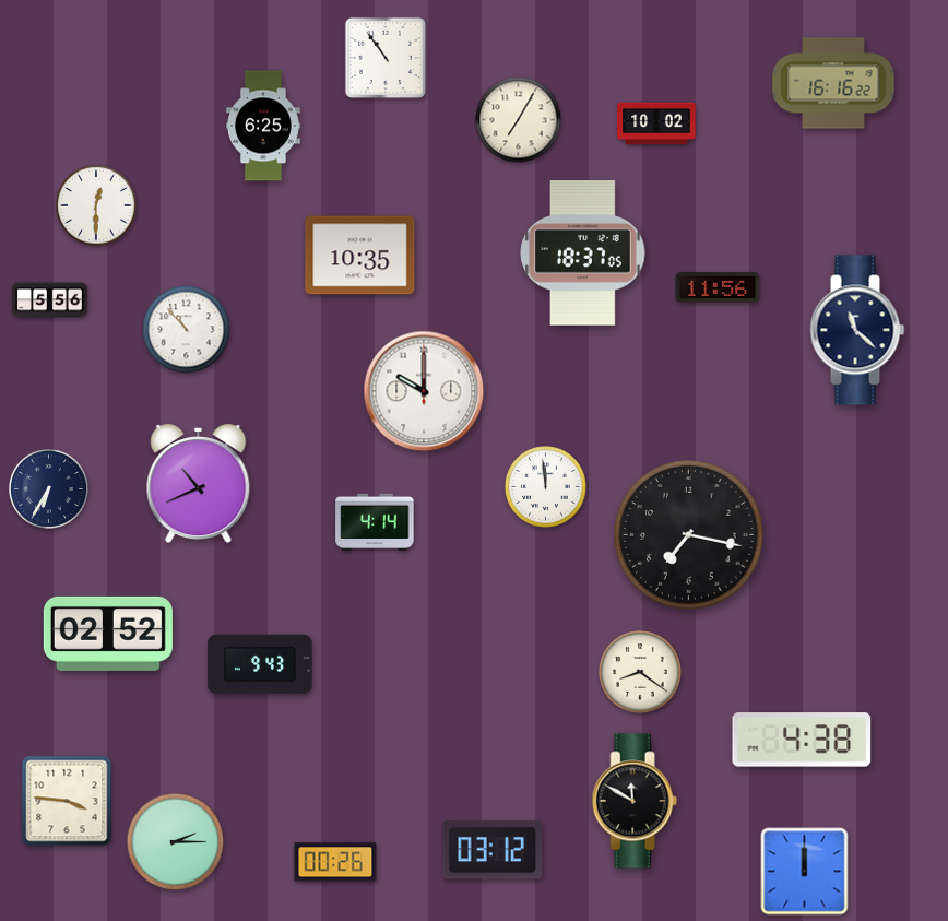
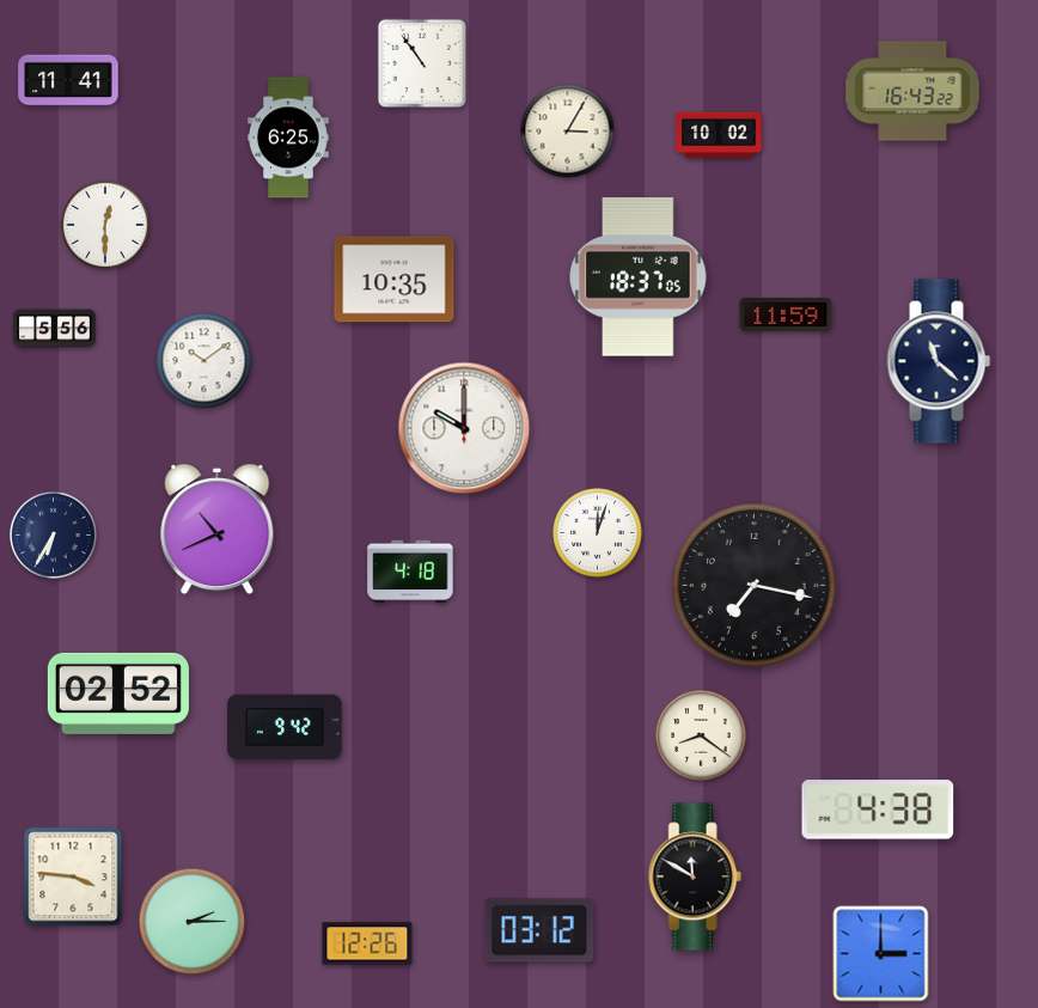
clock at (68, 80): none -> 11:41
clock at (833, 83): 16:16 -> 16:43
clock at (519, 120): 7:05 -> 3:05
clock at (718, 287): 11:56 -> 11:59
clock at (187, 330): 10:53 -> 10:09
clock at (546, 487): 11:59 -> 12:03
clock at (375, 522): 4:14 -> 4:18
clock at (260, 664): 9:43 -> 9:42
clock at (335, 862): 00:26 -> 12:26
clock at (805, 872): 12:00 -> 3:00
